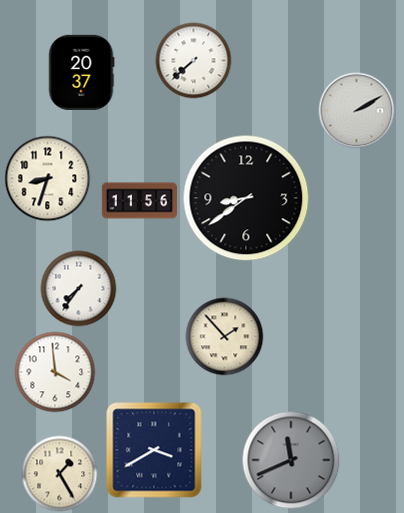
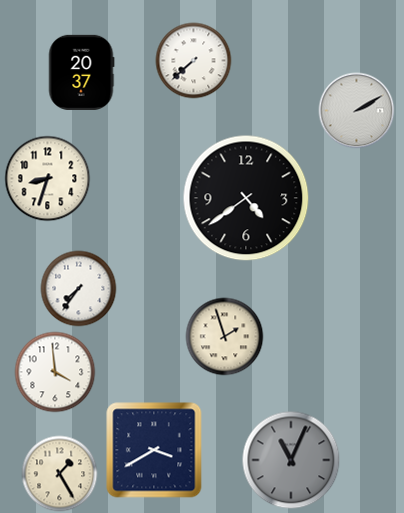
clock at (246, 198): 8:39 -> 4:39
clock at (139, 201): 11:56 -> none
clock at (225, 337): 1:53 -> 1:57
clock at (291, 460): 11:41 -> 11:04
